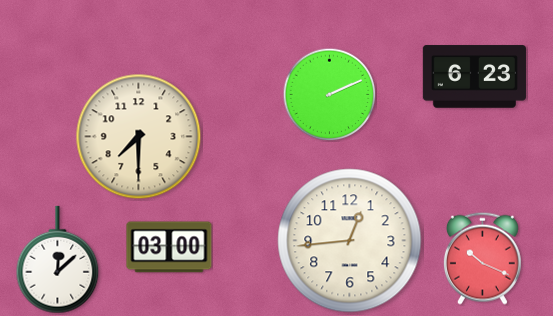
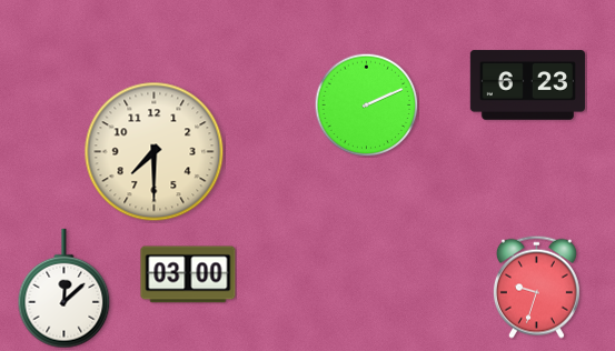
clock at (350, 241): 12:44 -> none
clock at (482, 258): 10:19 -> 9:33
